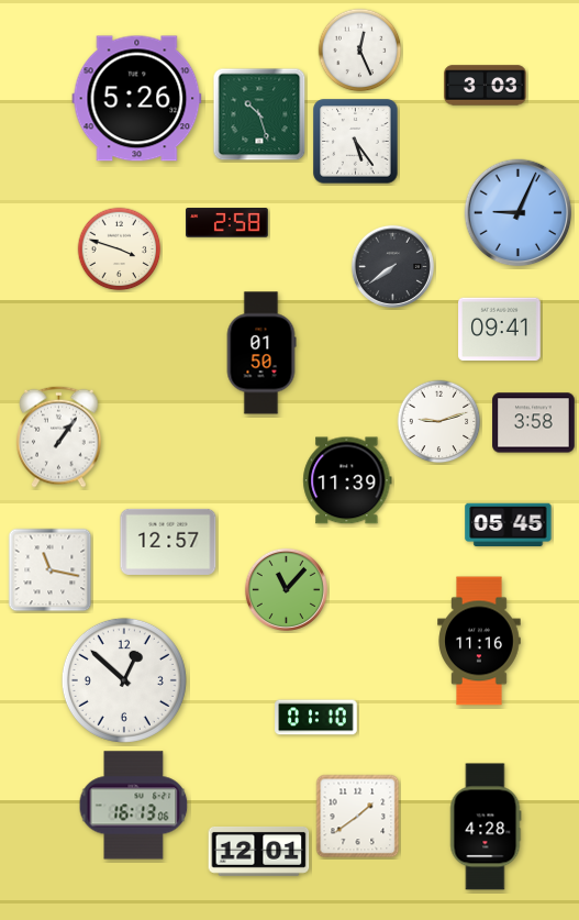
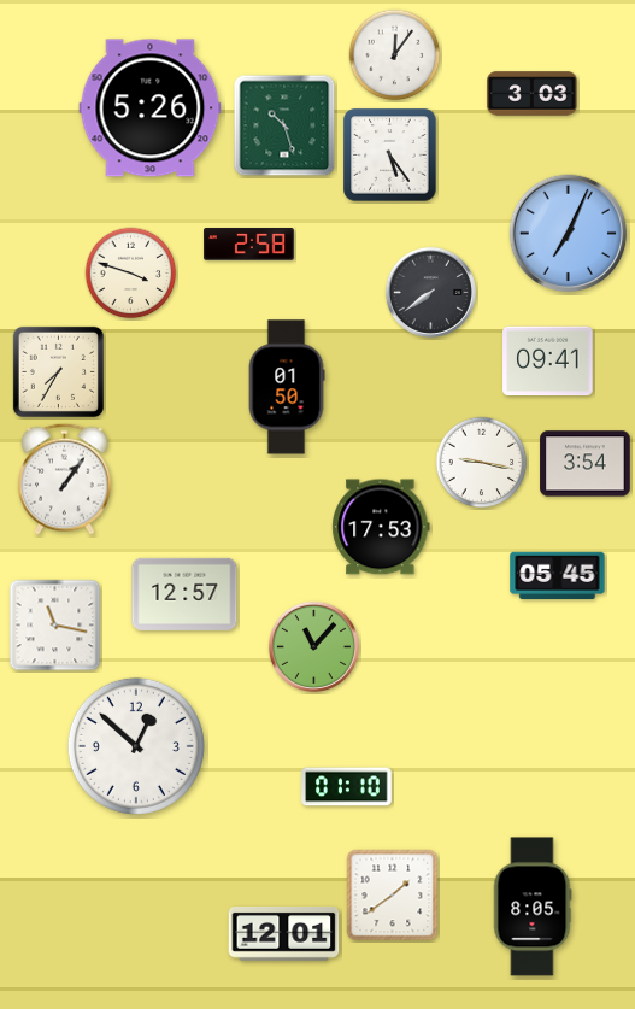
clock at (360, 51): 12:26 -> 12:06
clock at (519, 213): 9:04 -> 7:04
clock at (58, 371): none -> 7:35
clock at (439, 422): 9:12 -> 9:17
clock at (534, 423): 3:58 -> 3:54
clock at (347, 480): 11:39 -> 17:53
clock at (479, 641): 11:16 -> none
clock at (134, 806): 16:13 -> none
clock at (486, 827): 4:28 -> 8:05
